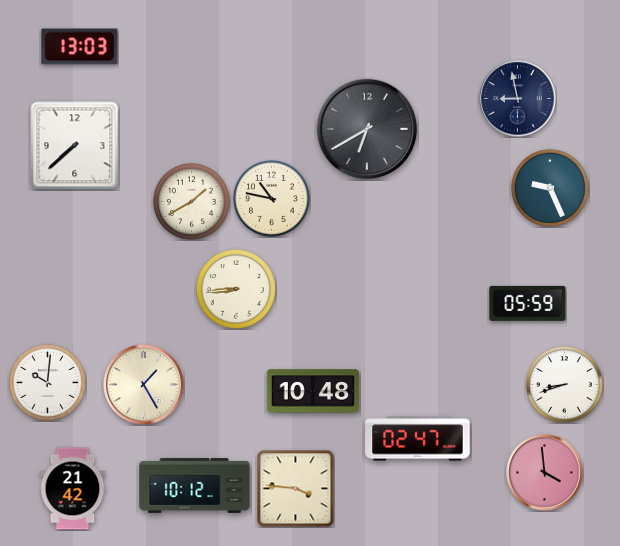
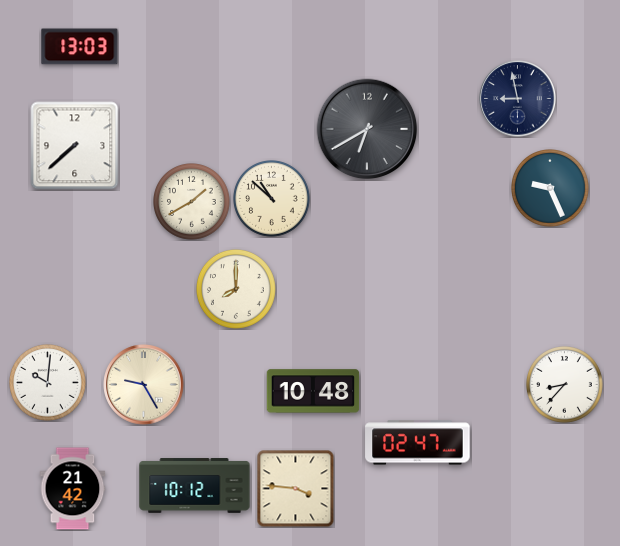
clock at (272, 199): 10:47 -> 10:52
clock at (236, 289): 8:44 -> 8:00
clock at (528, 303): 05:59 -> none
clock at (144, 385): 1:25 -> 9:25
clock at (565, 385): 8:42 -> 8:37
clock at (418, 439) position: (418, 439) -> (418, 443)
clock at (545, 473): 3:59 -> none
